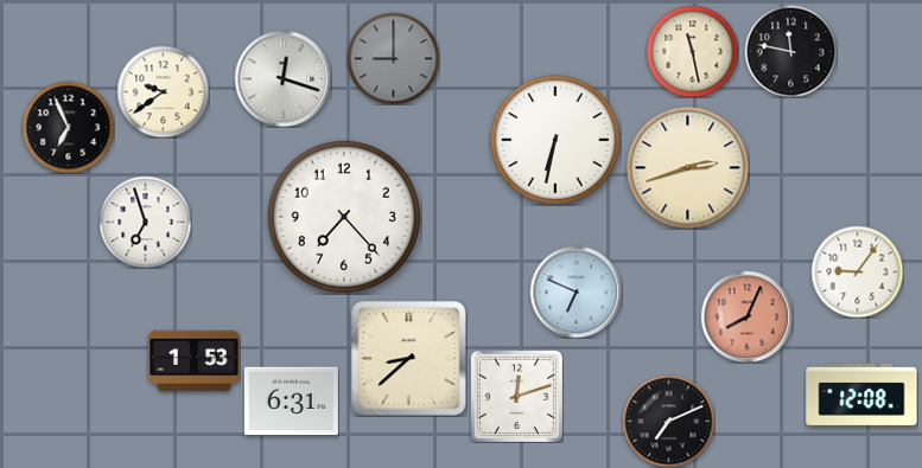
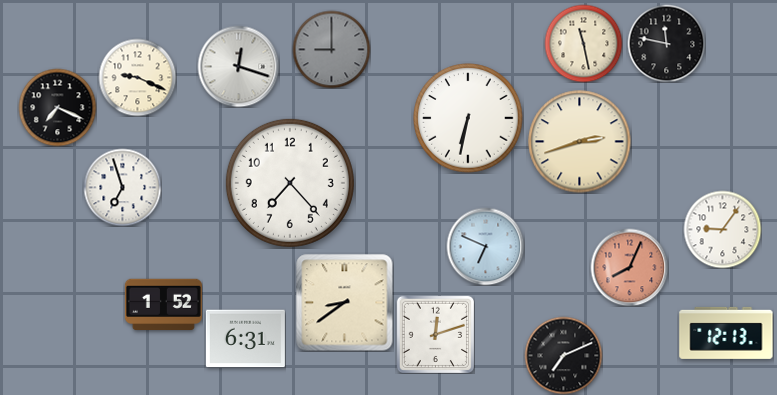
clock at (163, 91): 9:39 -> 9:19
clock at (68, 127): 6:56 -> 7:19
clock at (409, 359): 8:38 -> 8:39
clock at (193, 361): 1:53 -> 1:52
clock at (861, 395): 12:08 -> 12:13
